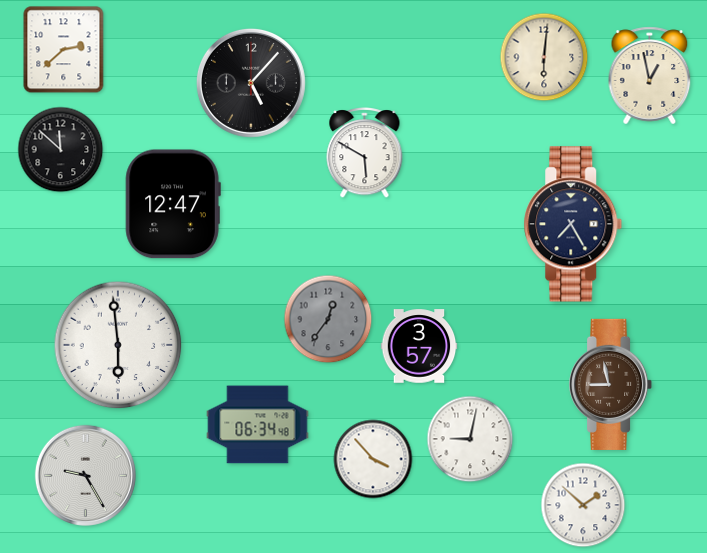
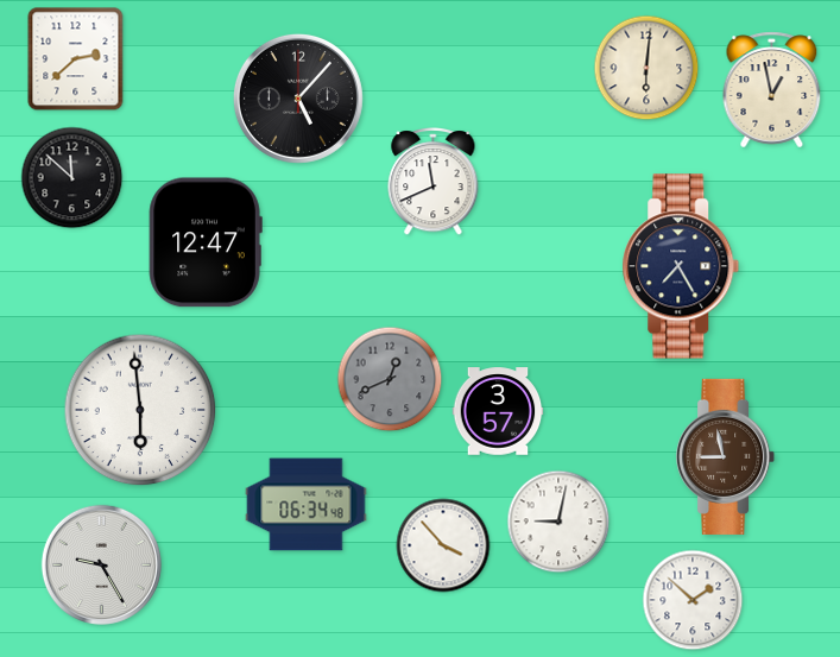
clock at (365, 153): 5:50 -> 11:41
clock at (328, 319): 12:36 -> 12:41
